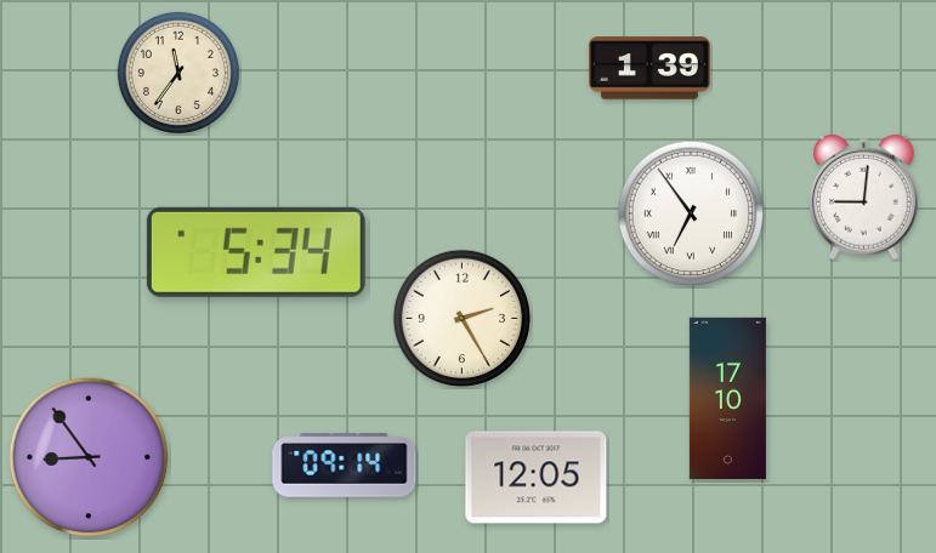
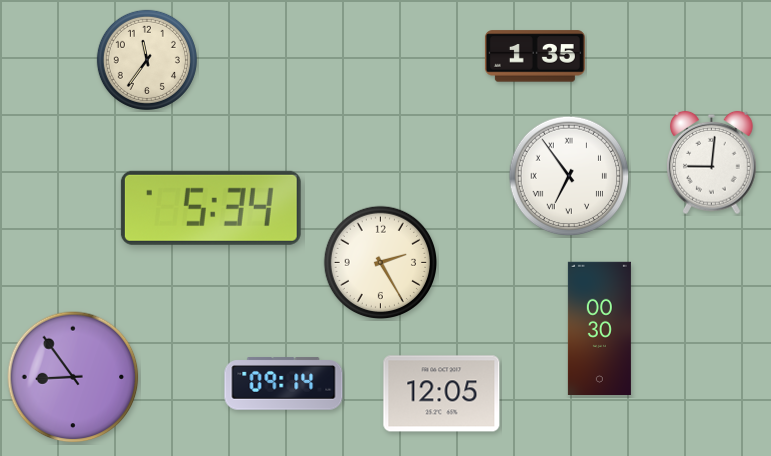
clock at (649, 68): 1:39 -> 1:35
clock at (727, 398): 17:10 -> 00:30
